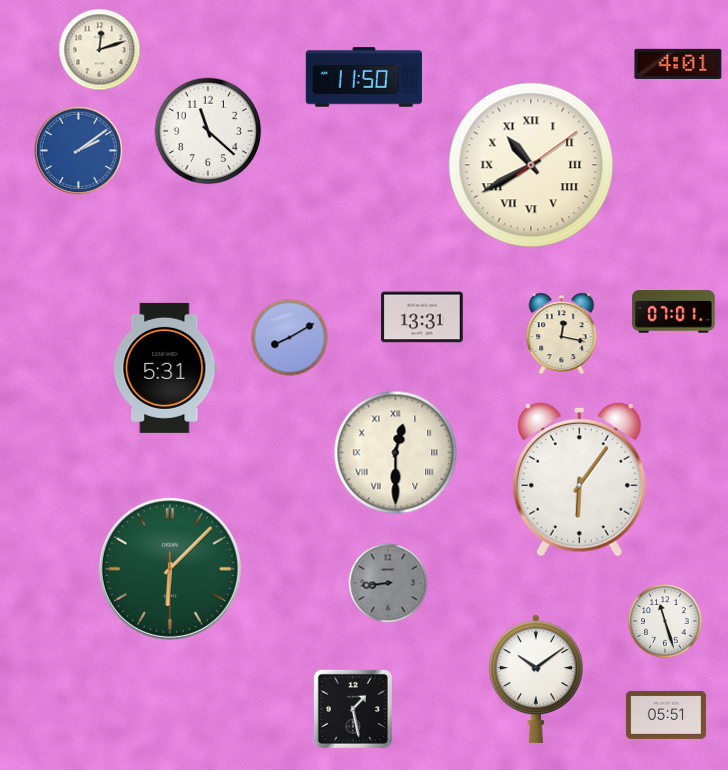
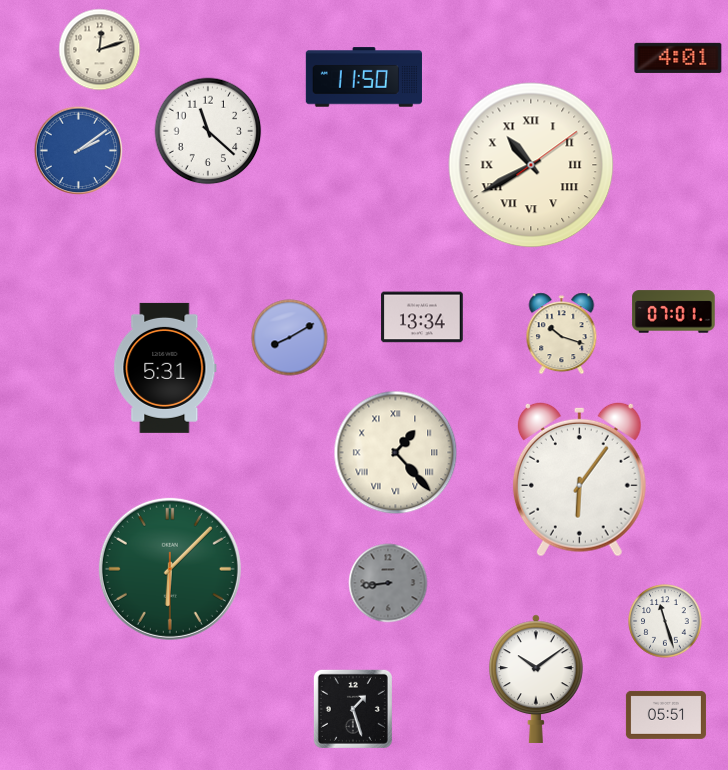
clock at (678, 64) position: (678, 64) -> (678, 58)
clock at (422, 317): 13:31 -> 13:34
clock at (562, 334): 12:17 -> 10:18
clock at (396, 453): 12:30 -> 1:23
clock at (353, 709): 1:28 -> 1:27
